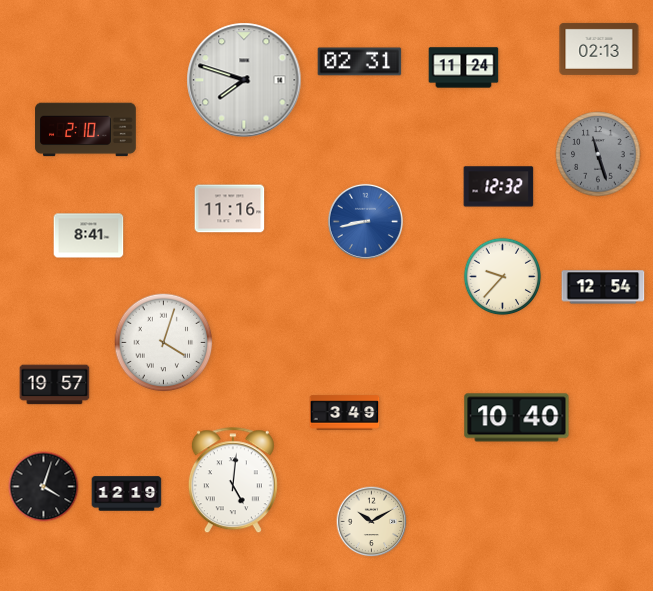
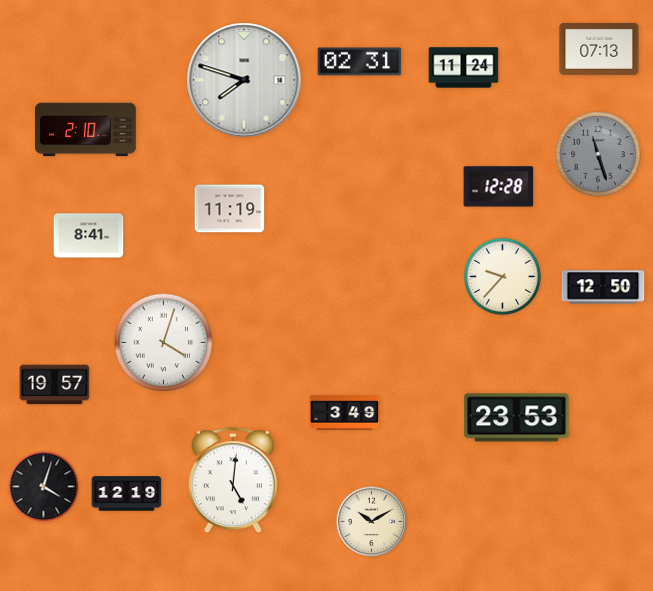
clock at (599, 49): 02:13 -> 07:13
clock at (499, 187): 12:32 -> 12:28
clock at (230, 209): 11:16 -> 11:19
clock at (365, 221): 8:43 -> none
clock at (603, 287): 12:54 -> 12:50
clock at (517, 418): 10:40 -> 23:53
